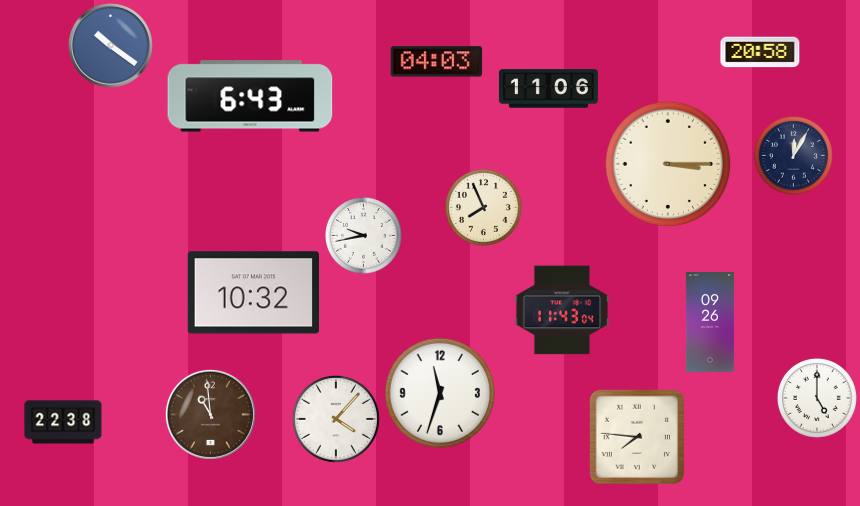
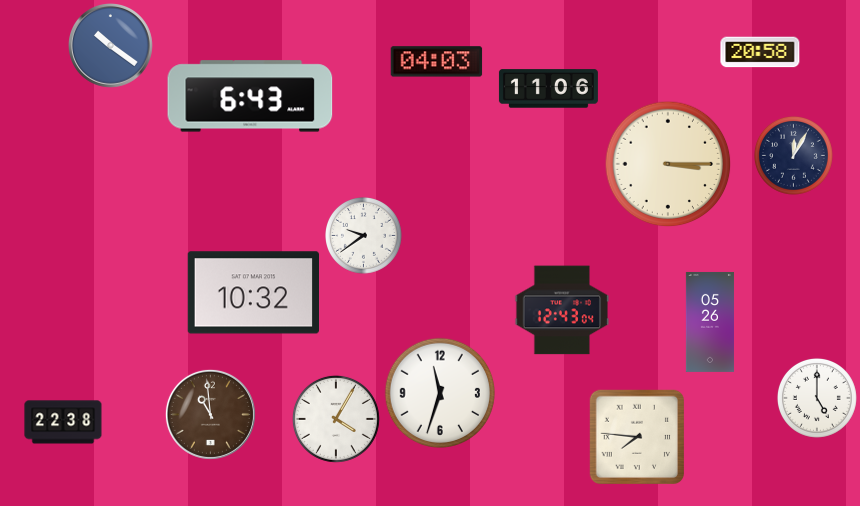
clock at (484, 208): 7:56 -> none
clock at (364, 236): 9:43 -> 9:39
clock at (561, 310): 11:43 -> 12:43
clock at (710, 322): 09:26 -> 05:26
clock at (336, 419): 4:07 -> 4:05
